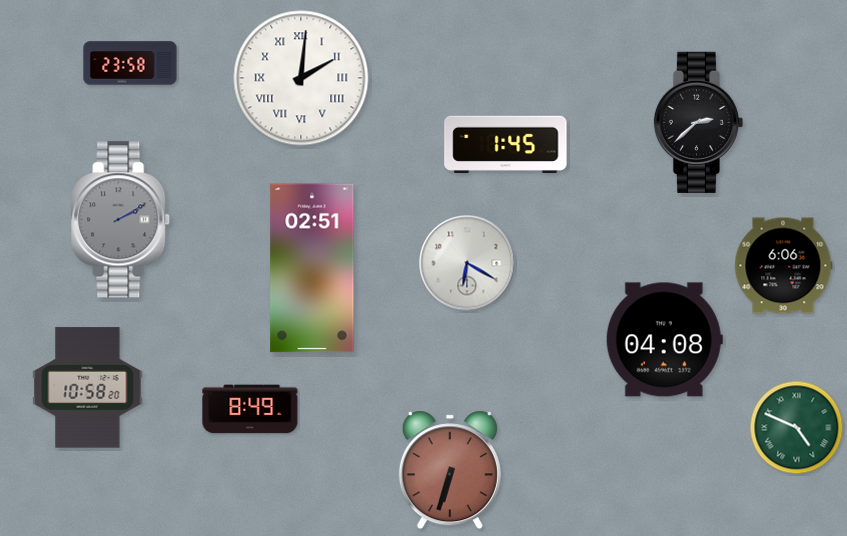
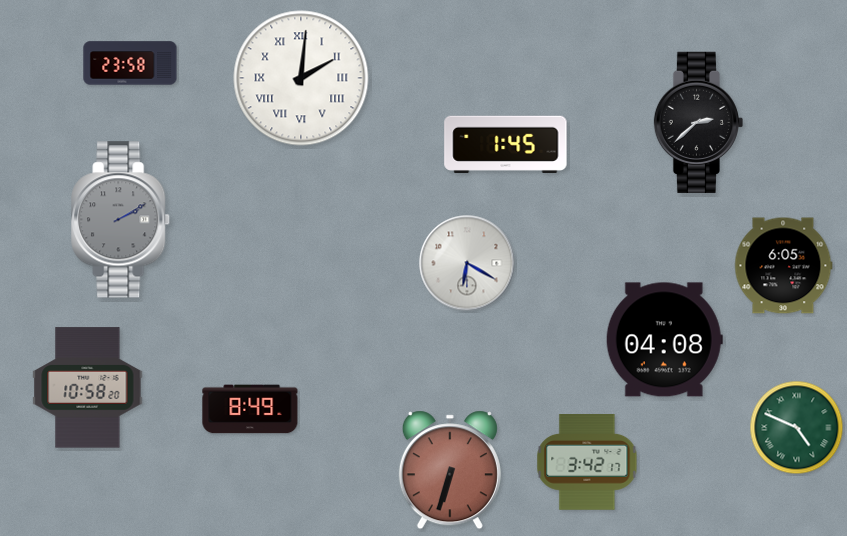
clock at (783, 266): 6:06 -> 6:05
clock at (312, 268): 02:51 -> none
clock at (587, 463): none -> 3:42
